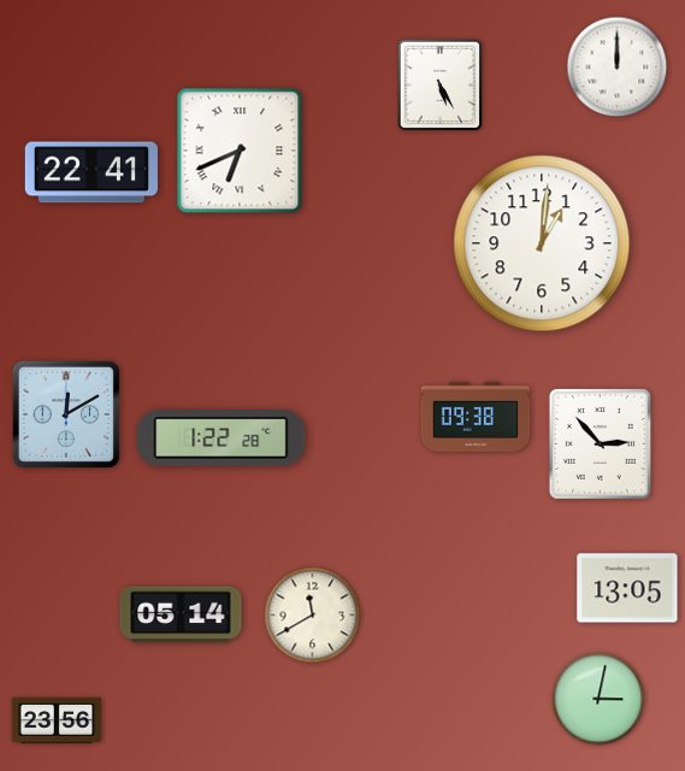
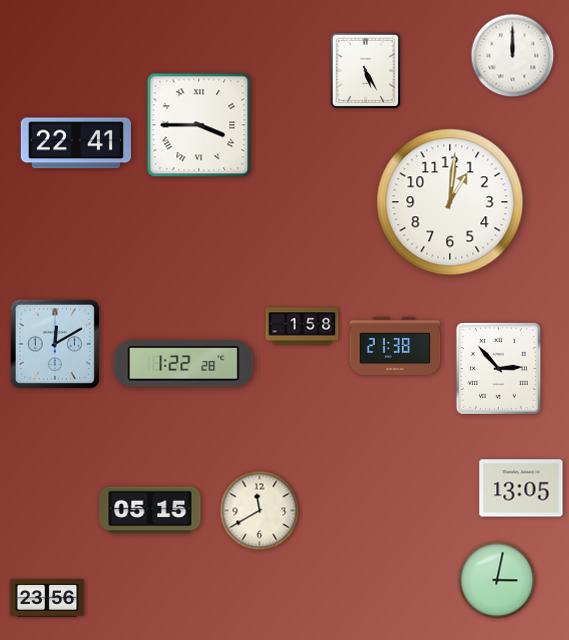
clock at (240, 151): 6:41 -> 3:45
clock at (302, 326): none -> 1:58
clock at (476, 417): 09:38 -> 21:38
clock at (181, 614): 05:14 -> 05:15
